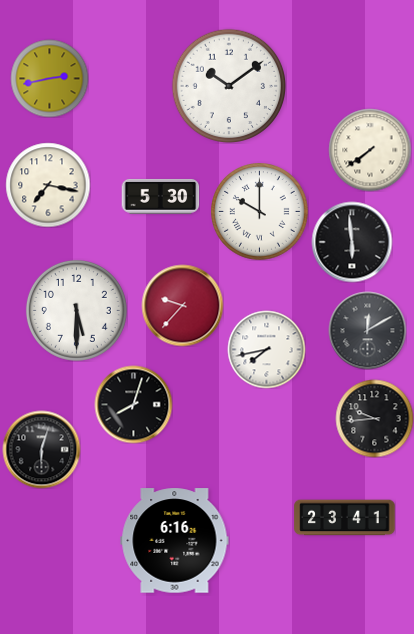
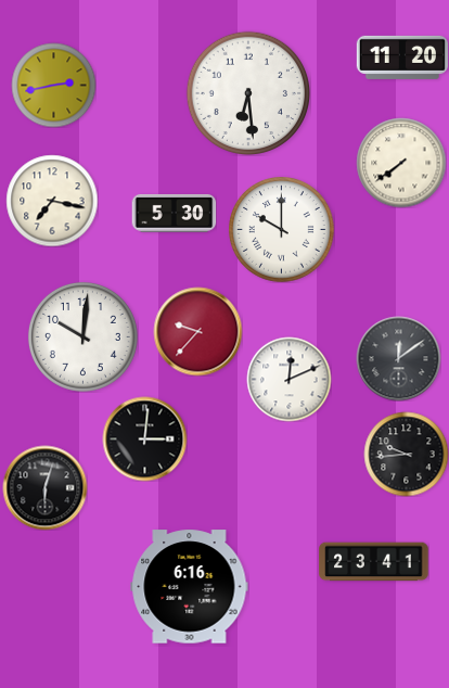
clock at (402, 58): none -> 11:20
clock at (228, 85): 10:09 -> 6:29
clock at (352, 242): 5:59 -> none
clock at (76, 310): 5:30 -> 10:01
clock at (367, 330): 12:10 -> 12:09
clock at (266, 349): 7:43 -> 12:11
clock at (133, 404): 8:03 -> 3:01
